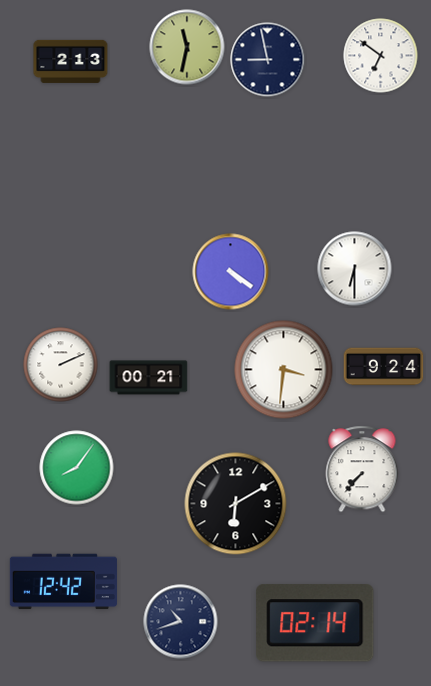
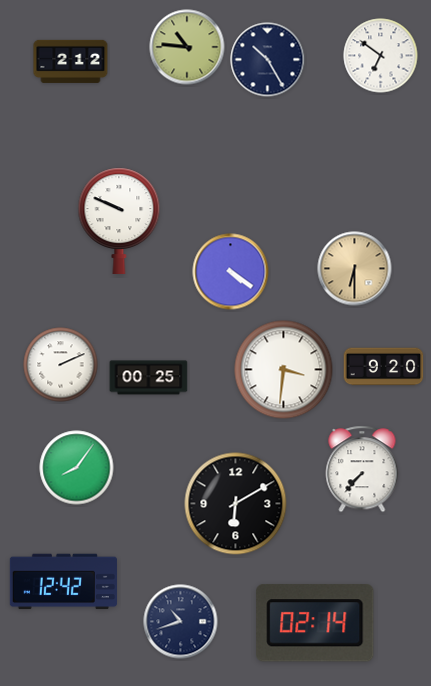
clock at (187, 47): 11:32 -> 10:46
clock at (268, 60): 8:58 -> 10:25
clock at (71, 61): 2:13 -> 2:12
clock at (119, 220): none -> 9:49
clock at (355, 269) dial: white -> champagne
clock at (384, 367): 9:24 -> 9:20
clock at (149, 378): 00:21 -> 00:25
